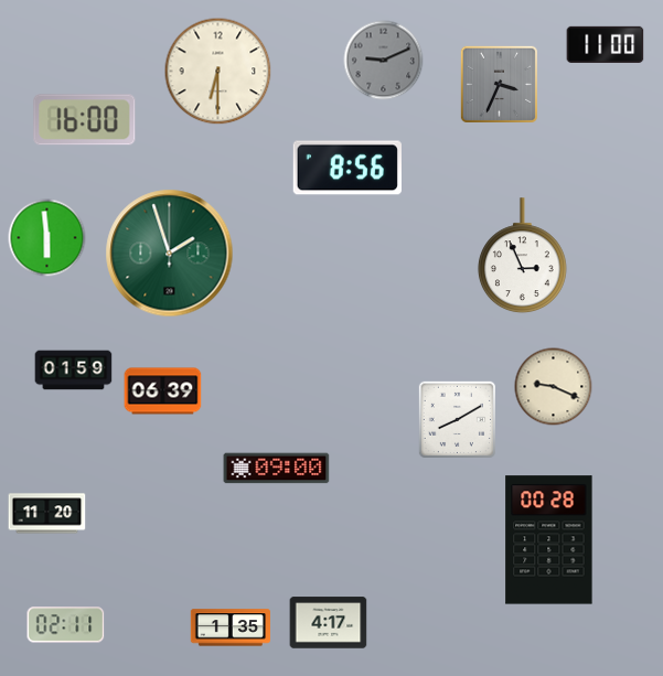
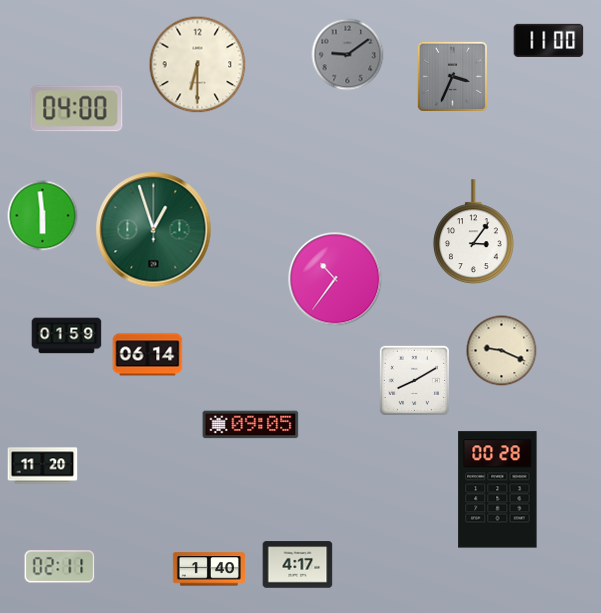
clock at (384, 61): 9:11 -> 9:09
clock at (85, 120): 16:00 -> 04:00
clock at (347, 168): 8:56 -> none
clock at (170, 254): 1:57 -> 12:57
clock at (522, 256): 2:56 -> 3:06
clock at (335, 279): none -> 10:36
clock at (163, 391): 06:39 -> 06:14
clock at (277, 469): 09:00 -> 09:05
clock at (231, 627): 1:35 -> 1:40
